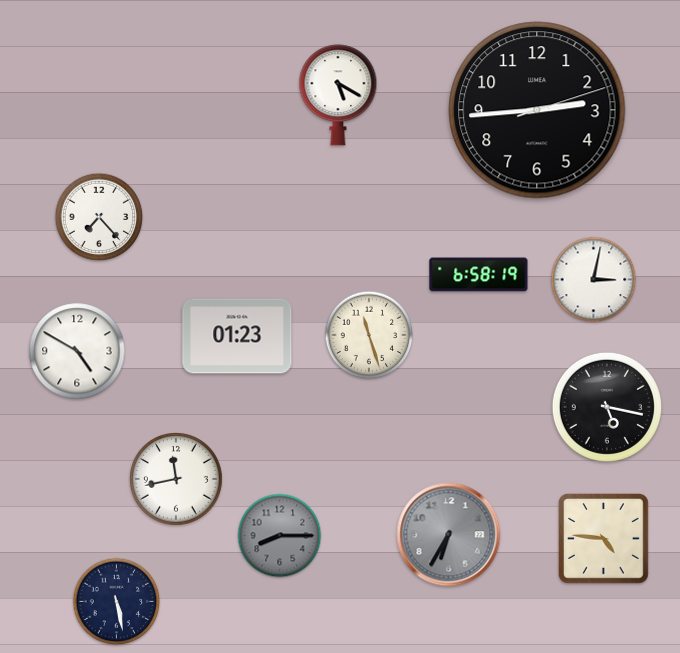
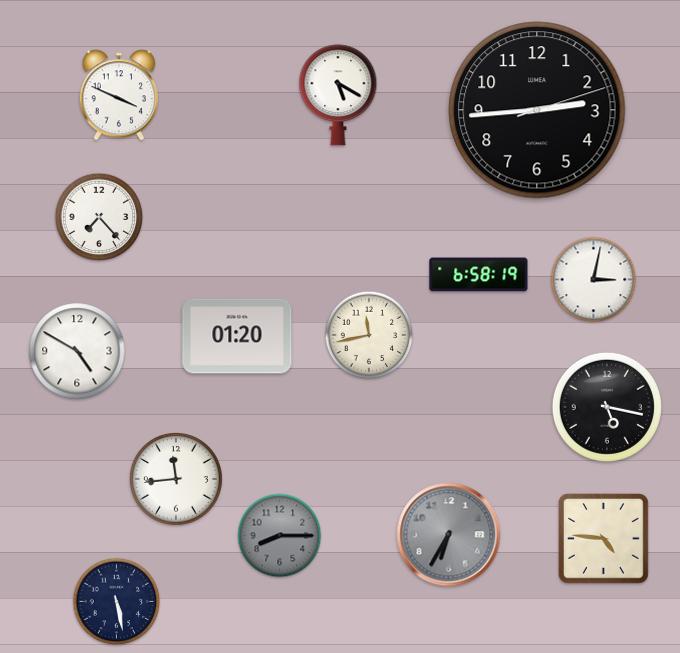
clock at (118, 95): none -> 3:49
clock at (369, 335): 11:27 -> 11:43
clock at (237, 336): 01:23 -> 01:20
clock at (177, 480): 11:43 -> 11:44
